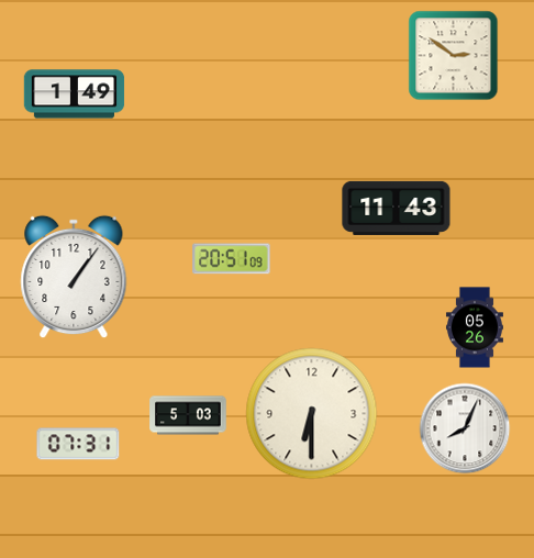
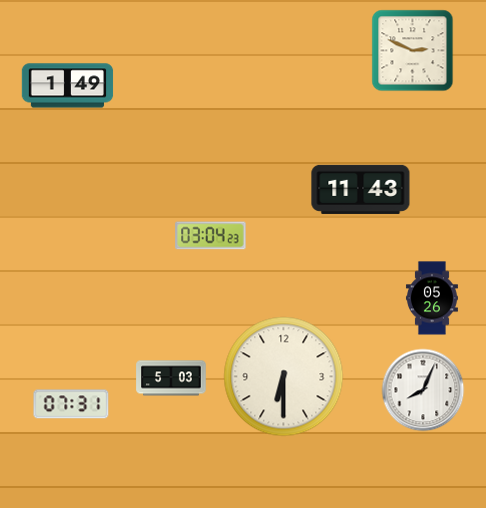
clock at (454, 56): 2:51 -> 2:49
clock at (232, 259): 20:51 -> 03:04
clock at (74, 277): 1:06 -> none
